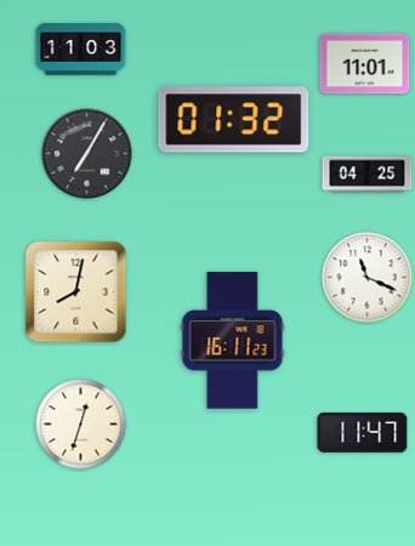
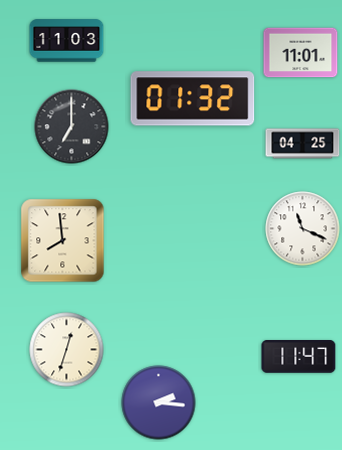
clock at (87, 154): 7:05 -> 7:00
clock at (76, 292): 8:02 -> 7:59
clock at (233, 341): 16:11 -> none
clock at (159, 403): none -> 2:16
